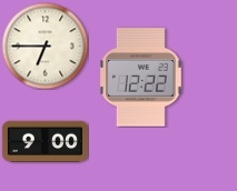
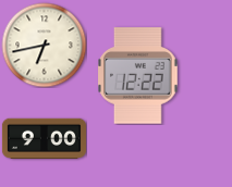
clock at (45, 46): 6:45 -> 6:43
